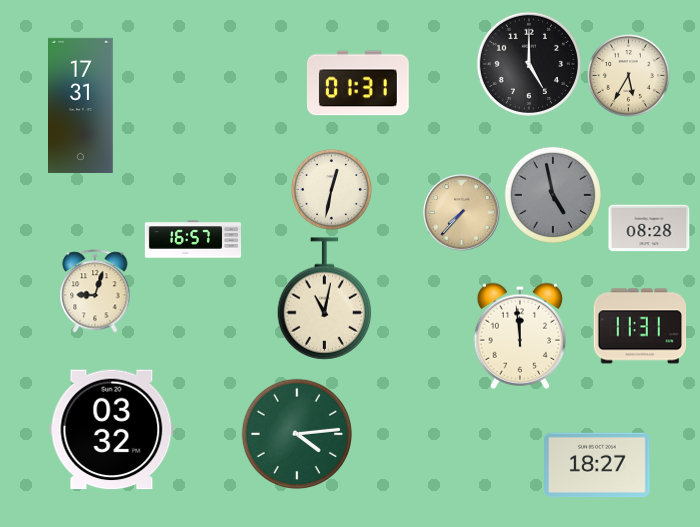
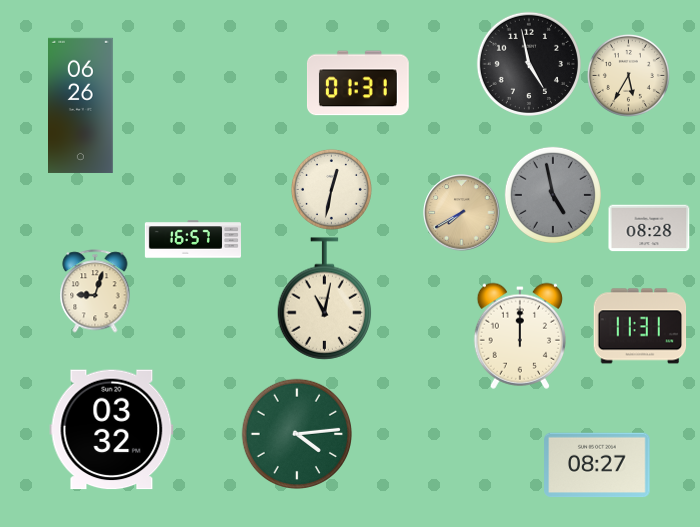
clock at (528, 63): 5:00 -> 4:58
clock at (81, 105): 17:31 -> 06:26
clock at (462, 213): 7:37 -> 7:40
clock at (520, 336): 11:59 -> 12:00
clock at (597, 465): 18:27 -> 08:27
